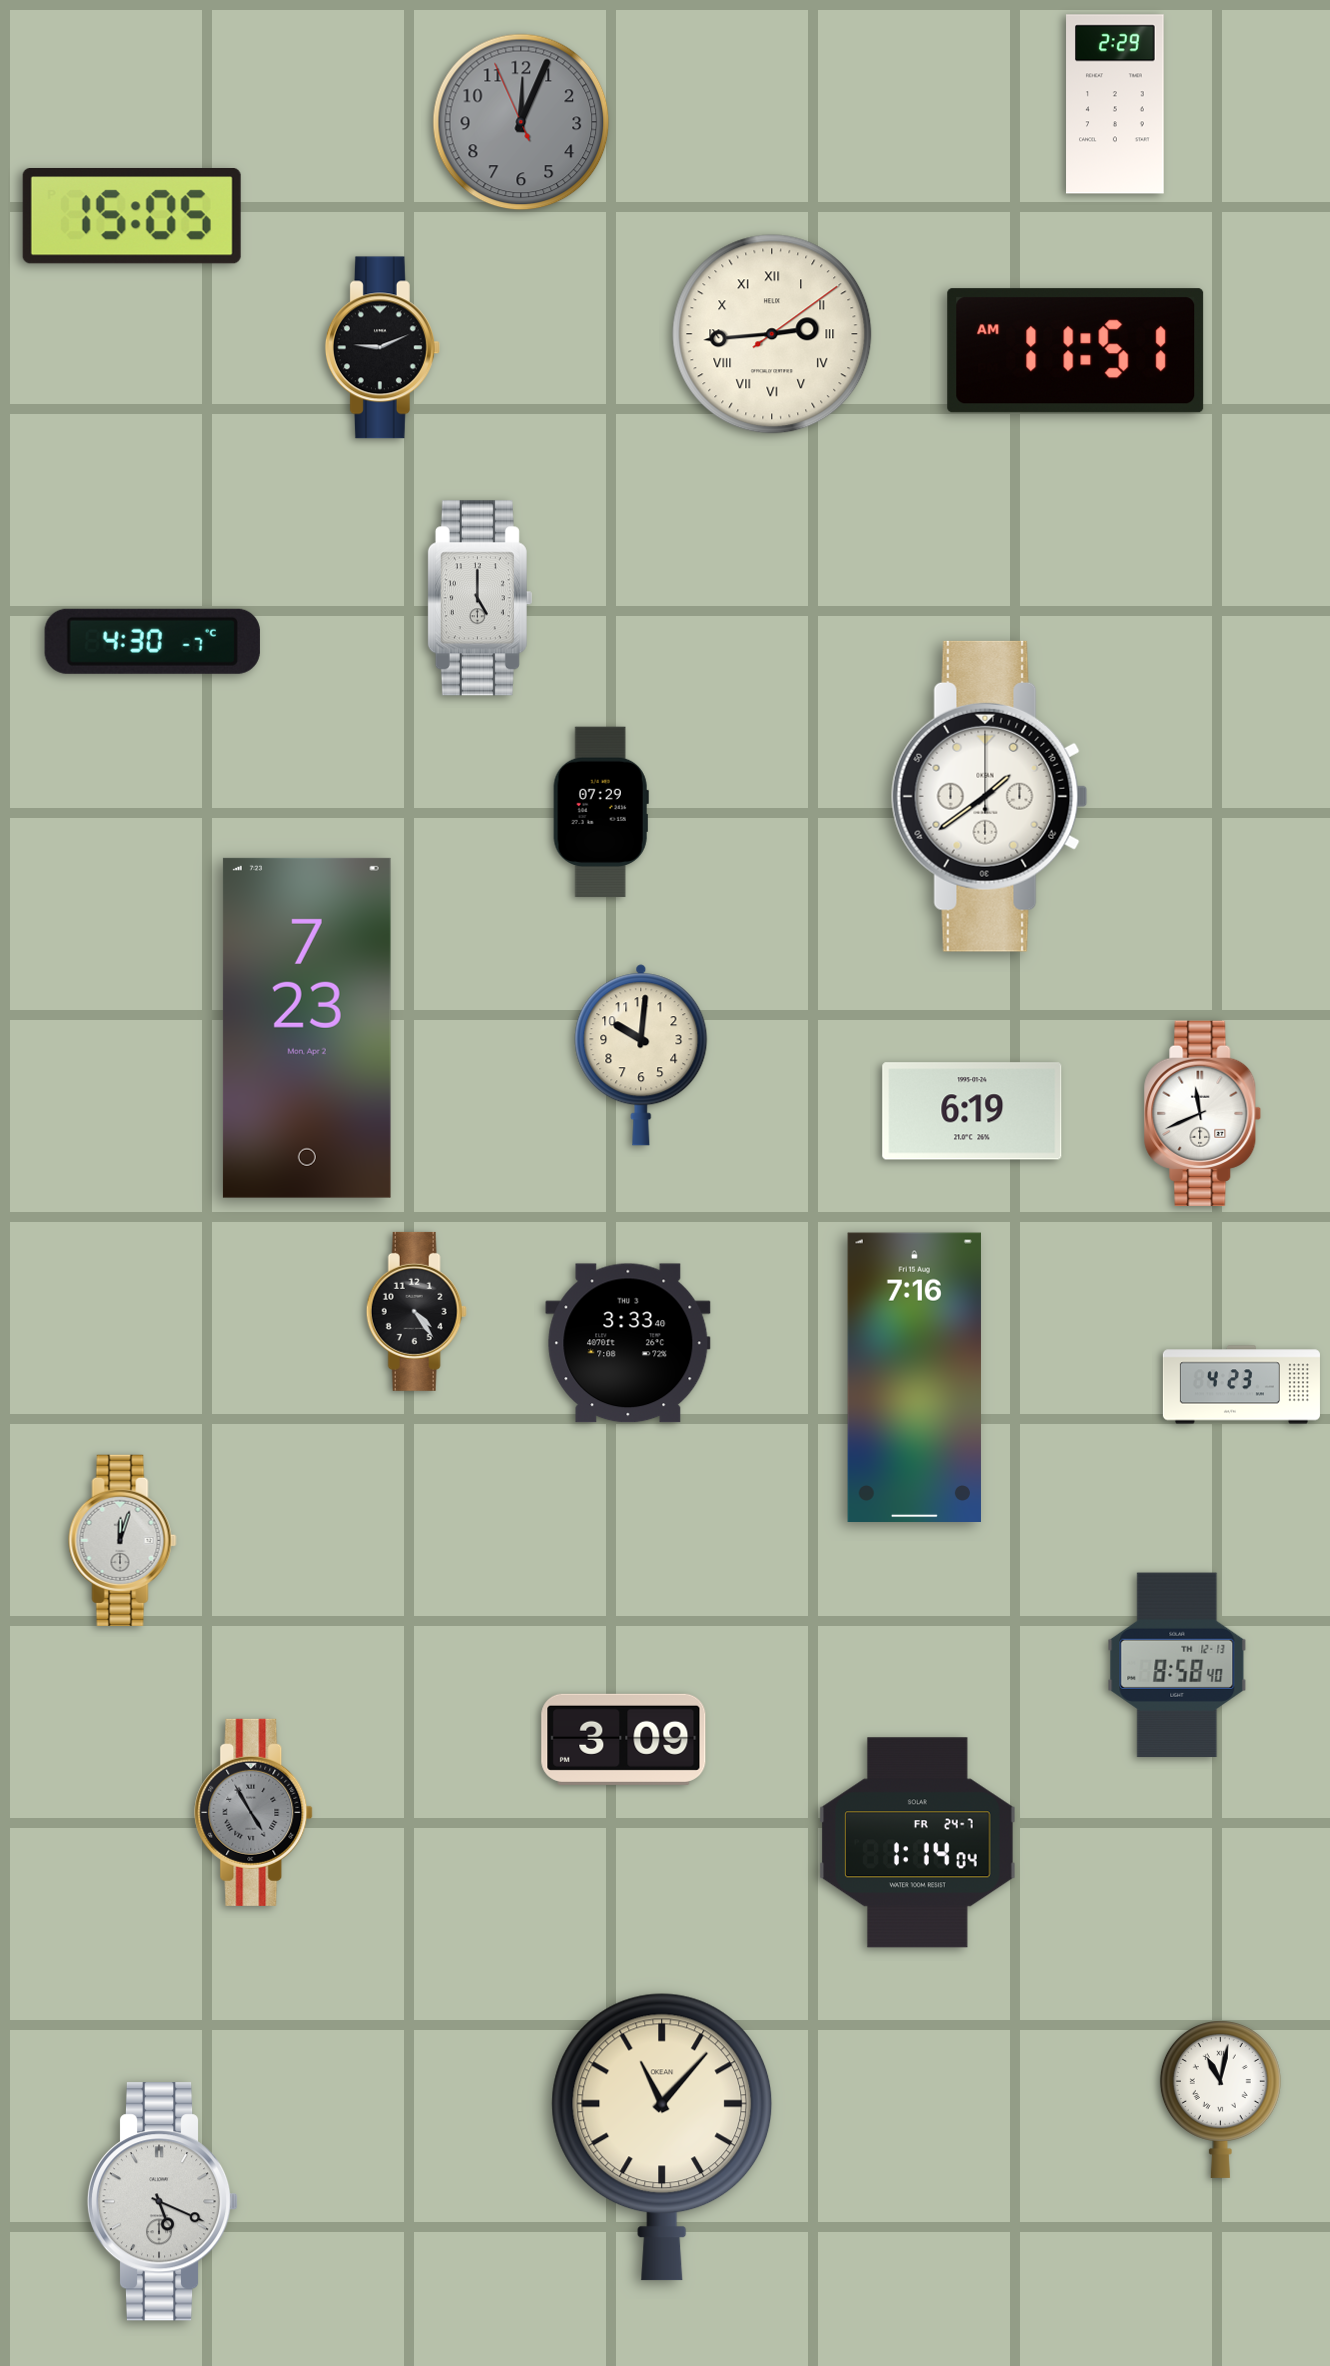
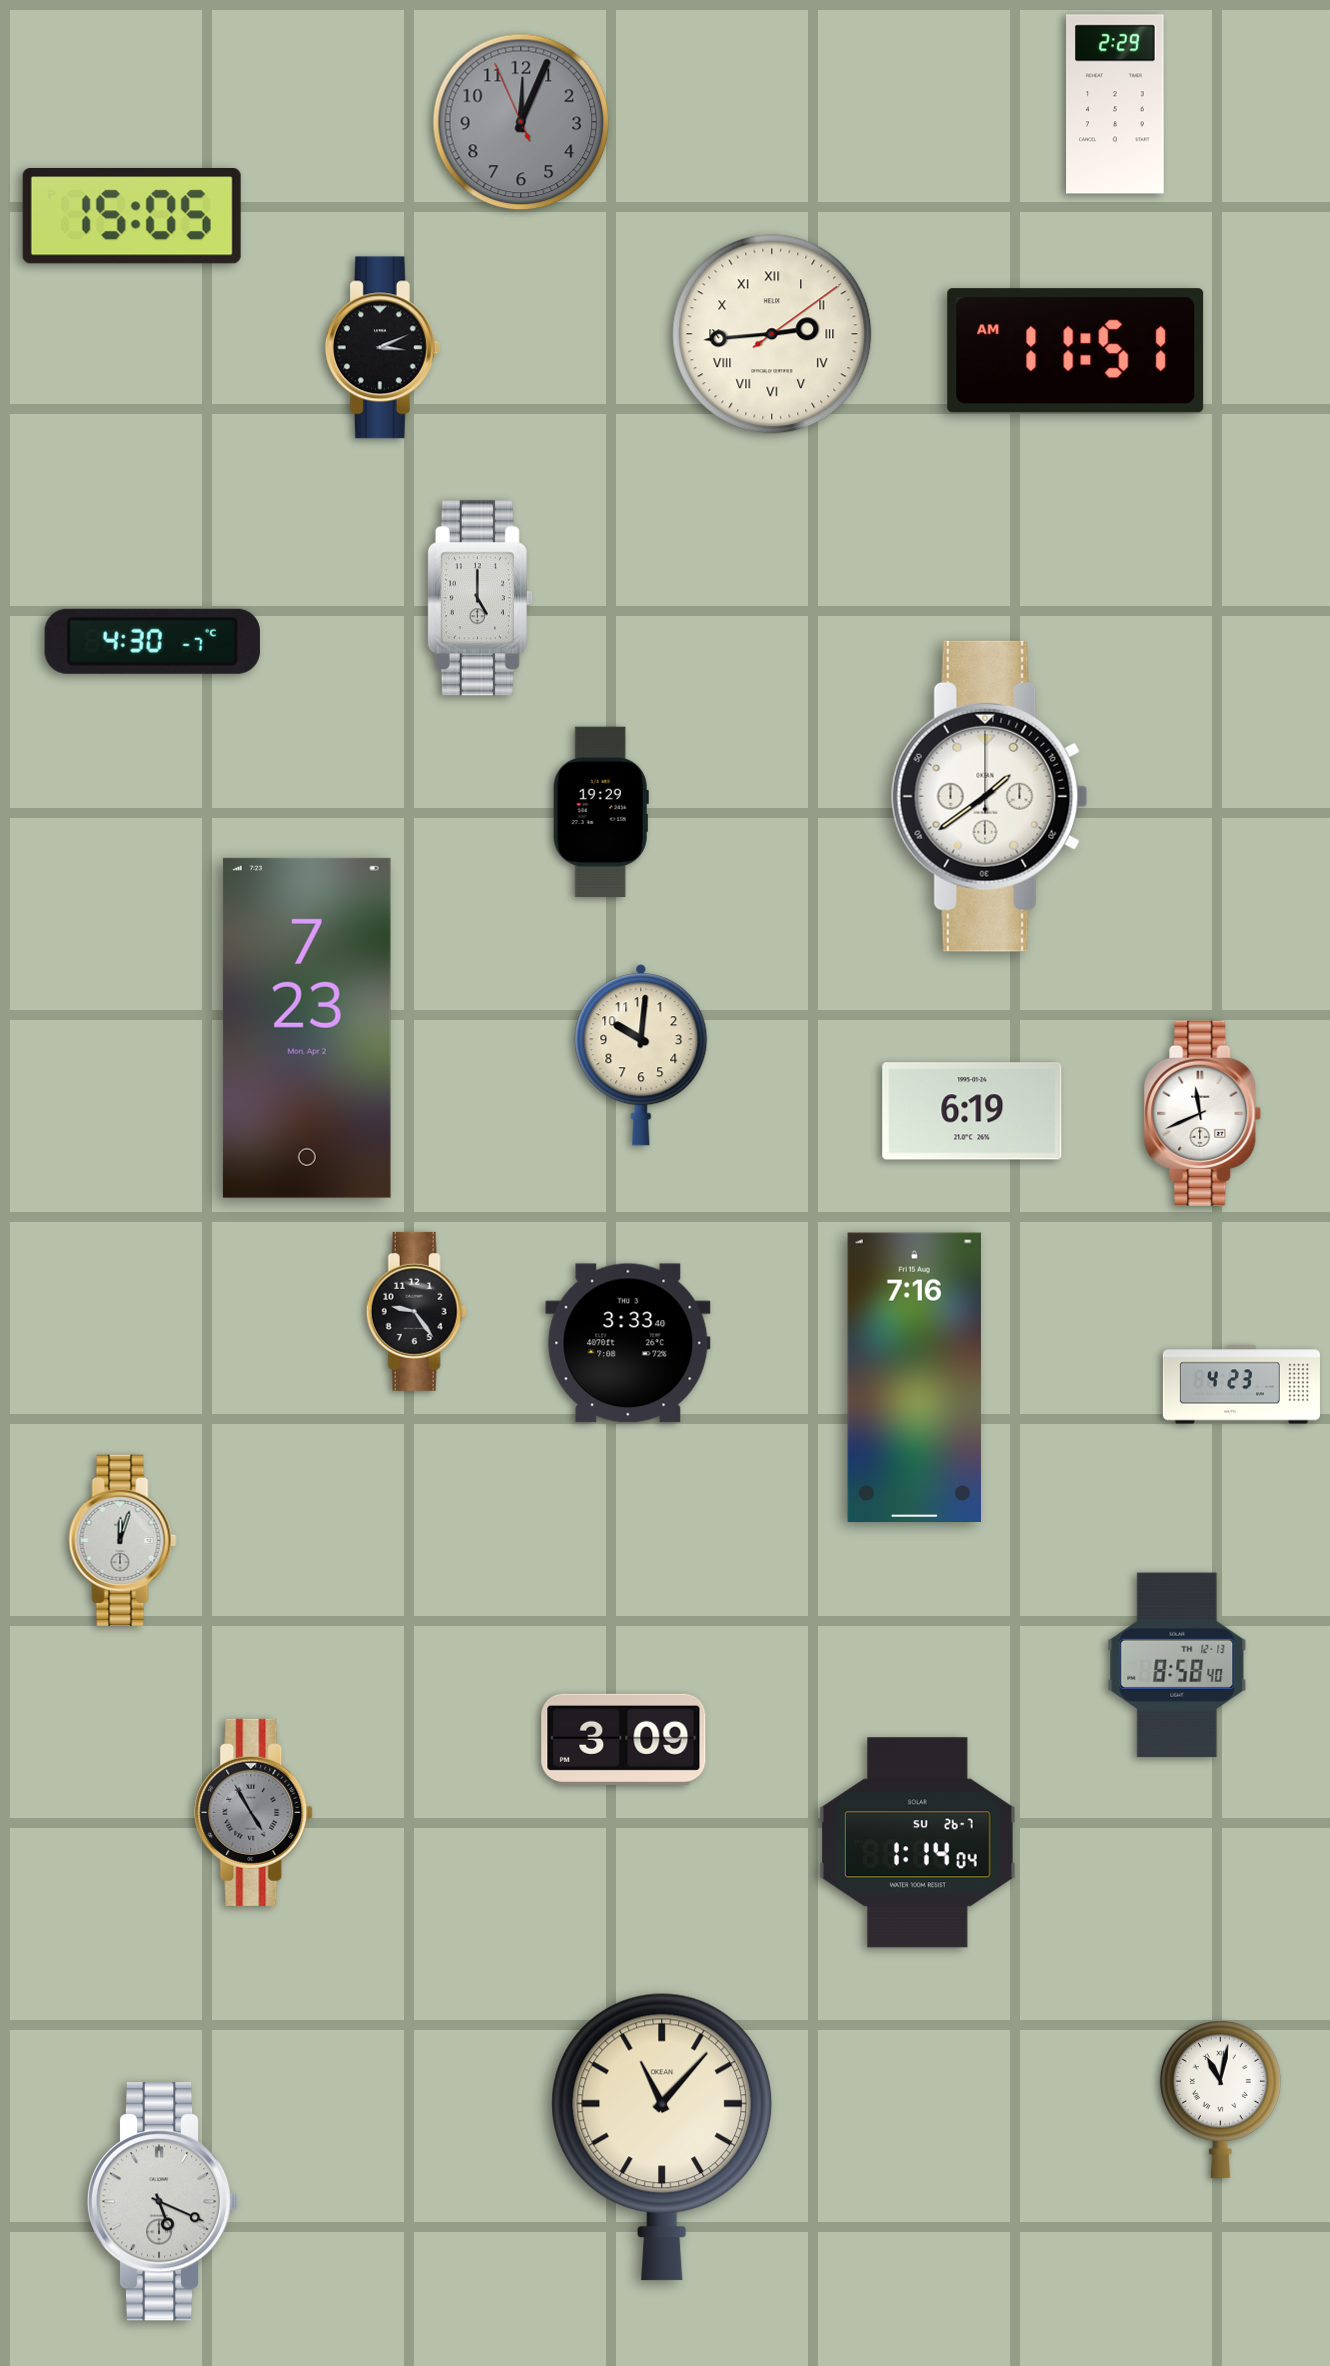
clock at (382, 348): 9:11 -> 3:11
clock at (601, 812): 07:29 -> 19:29
clock at (416, 1311): 4:24 -> 9:24
clock at (918, 1843) date: FR 24-7 -> SU 26-7
